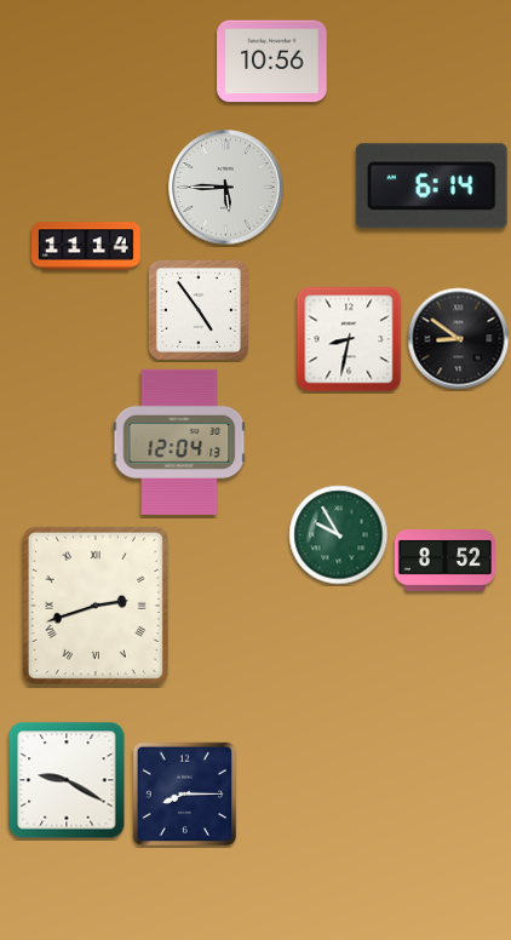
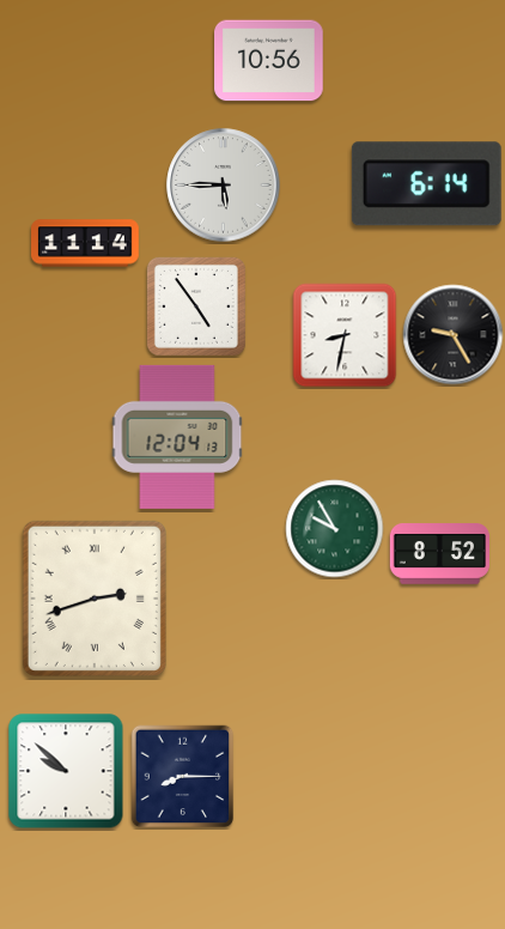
clock at (459, 339): 8:51 -> 9:25
clock at (67, 780): 9:20 -> 9:52
clock at (185, 795) position: (185, 795) -> (183, 777)
